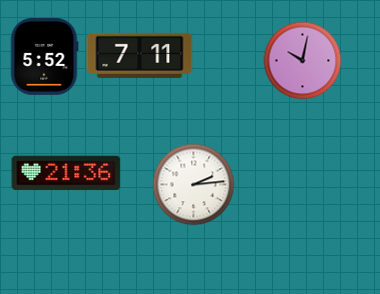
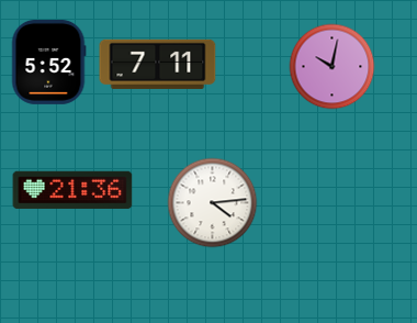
clock at (140, 55) position: (140, 55) -> (158, 64)
clock at (193, 184): 2:14 -> 4:14
